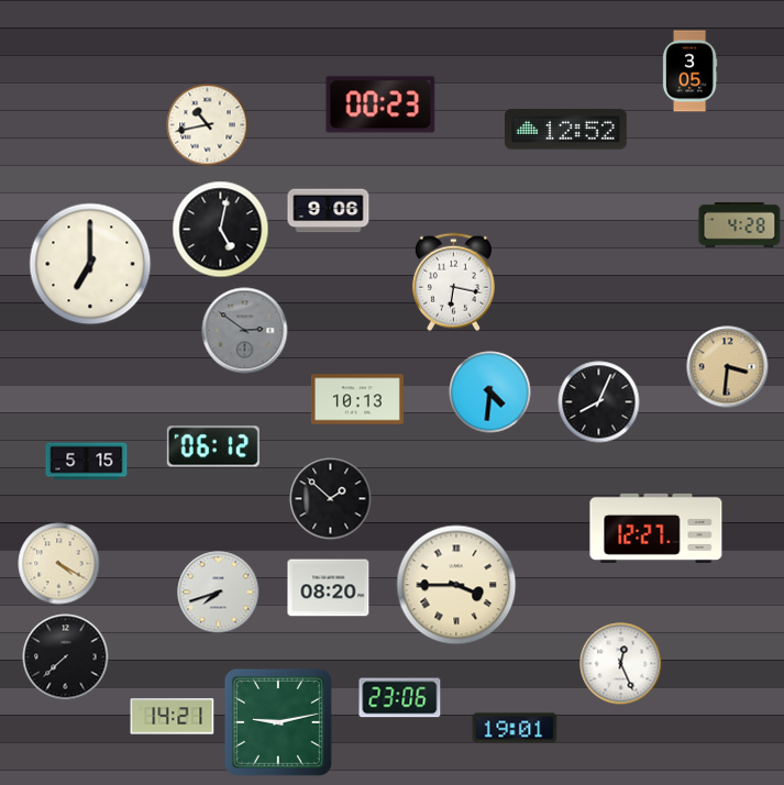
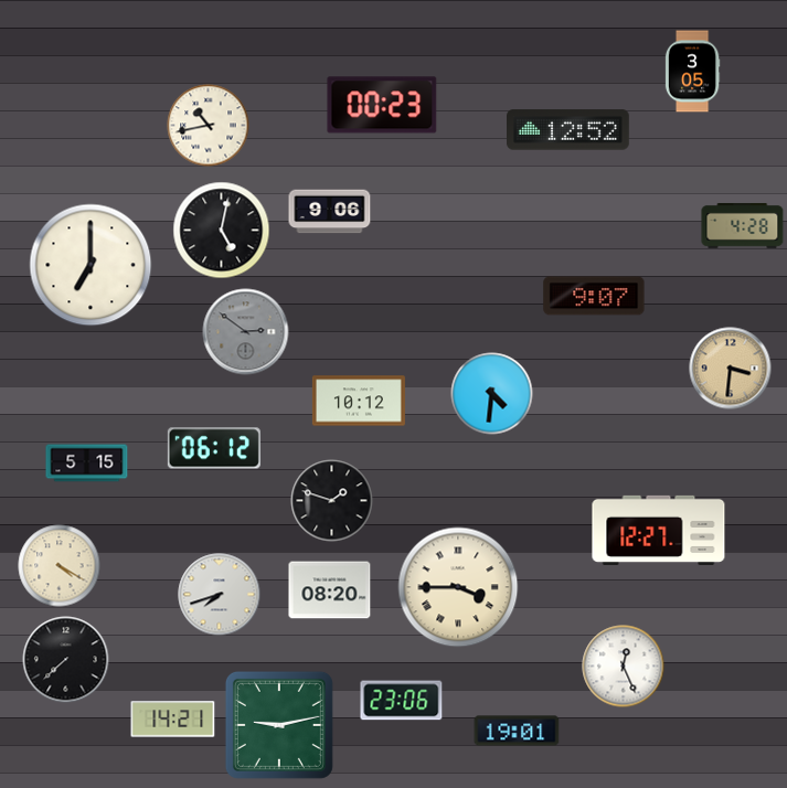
clock at (453, 283): 6:17 -> none
clock at (594, 296): none -> 9:07
clock at (357, 399): 10:13 -> 10:12
clock at (599, 402): 8:04 -> none
clock at (331, 499): 1:52 -> 1:48
